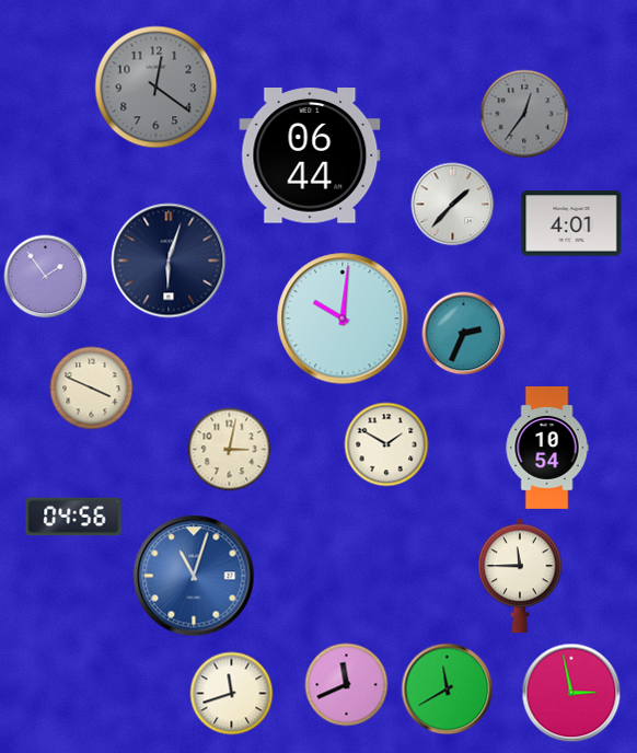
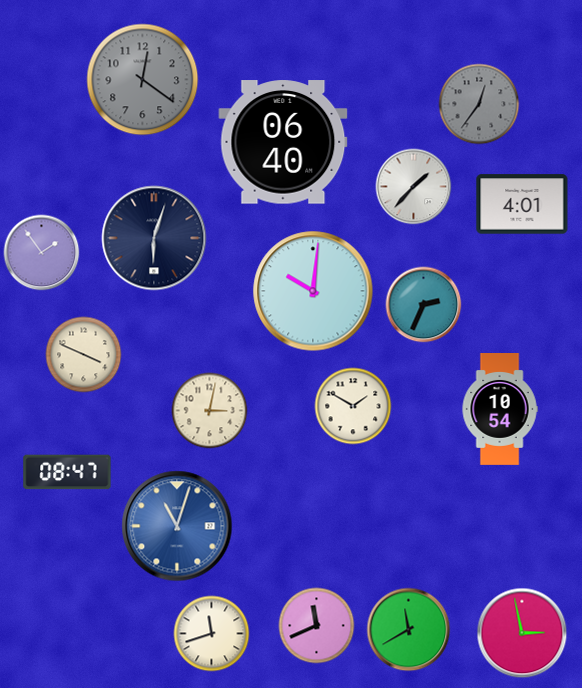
clock at (310, 155): 06:44 -> 06:40
clock at (73, 517): 04:56 -> 08:47
clock at (520, 576): 11:45 -> none
